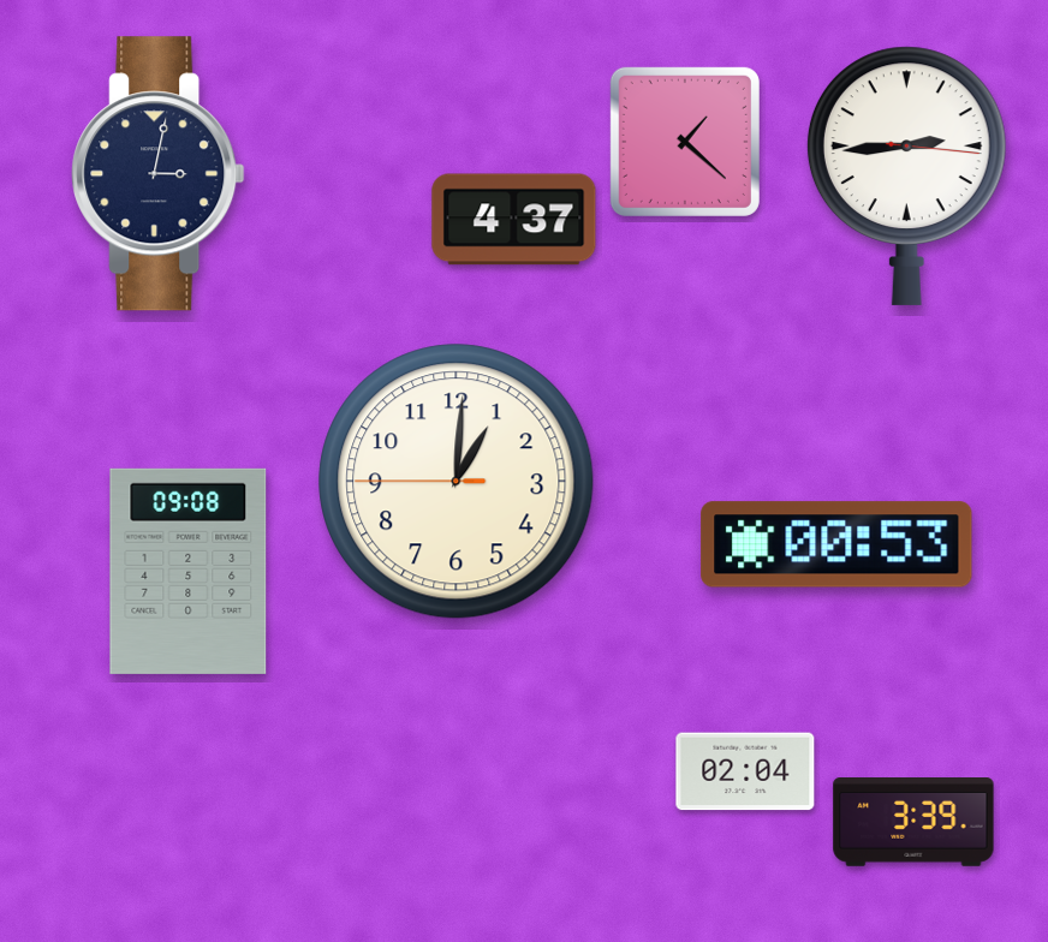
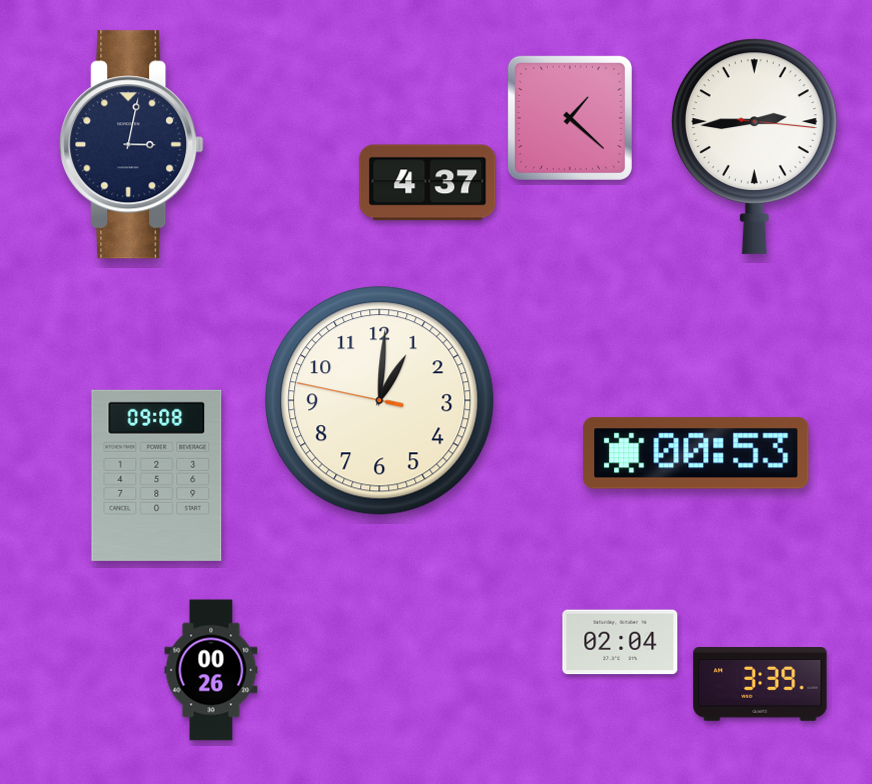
clock at (457, 482): 1:00:45 -> 1:00:47
clock at (211, 670): none -> 00:26
